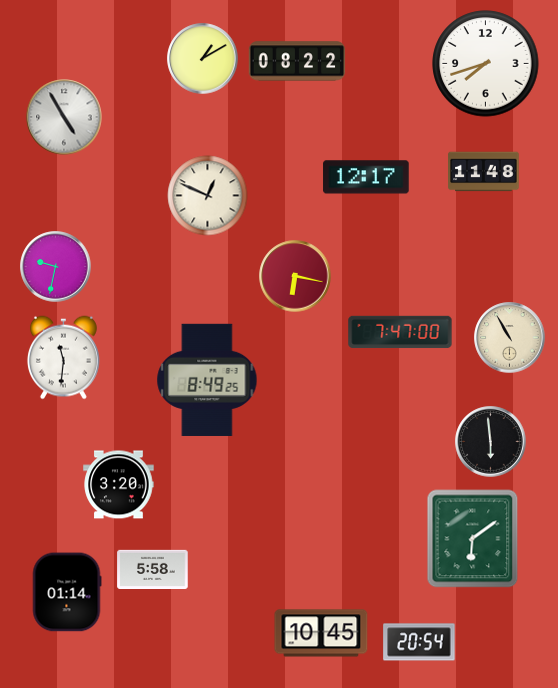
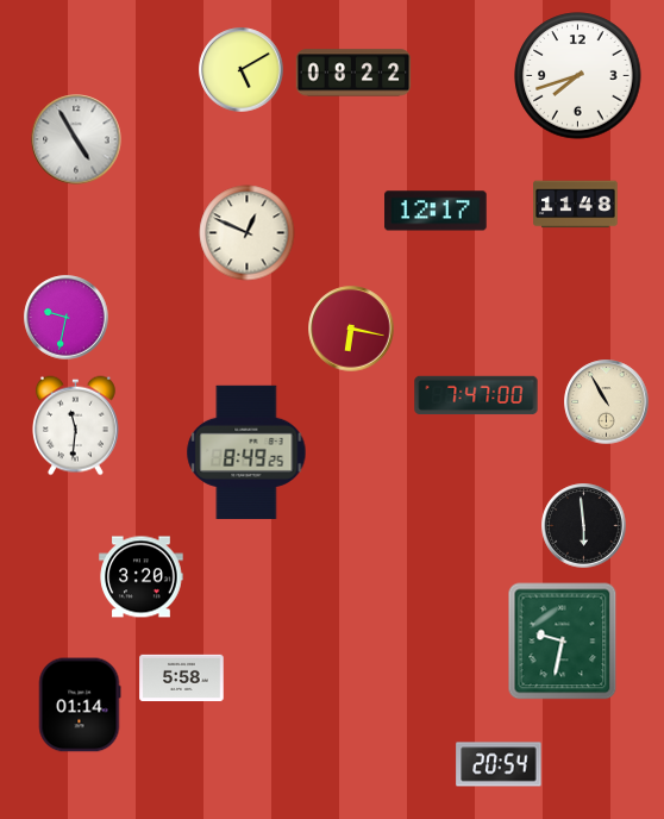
clock at (203, 59): 1:10 -> 5:10
clock at (473, 539): 6:09 -> 9:32
clock at (321, 633): 10:45 -> none
